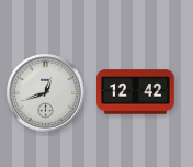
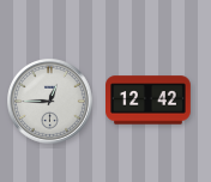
clock at (46, 93): 12:42 -> 12:45
